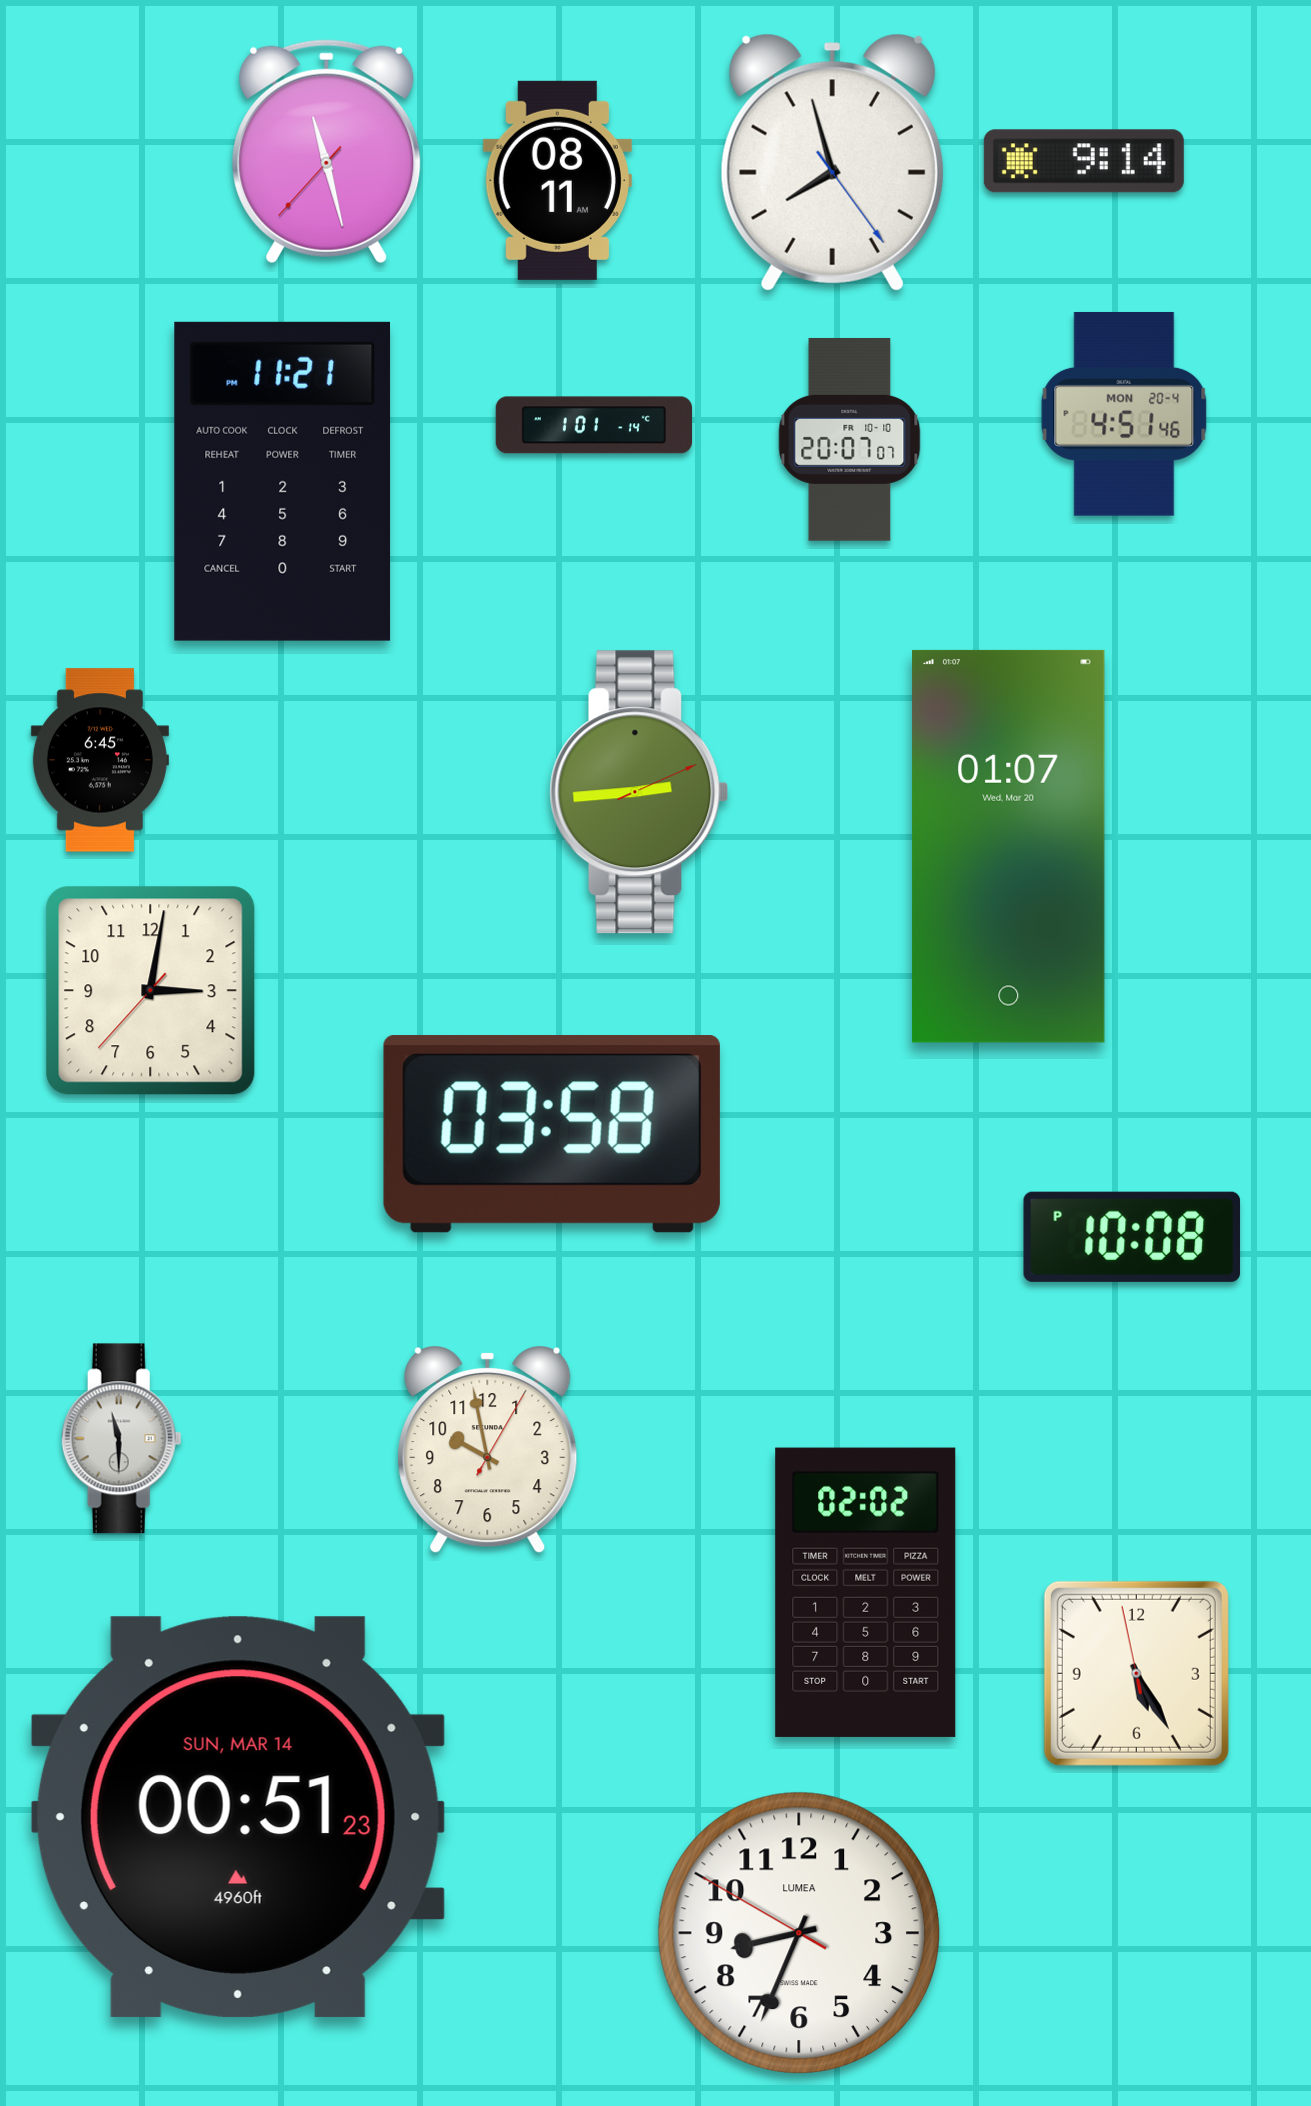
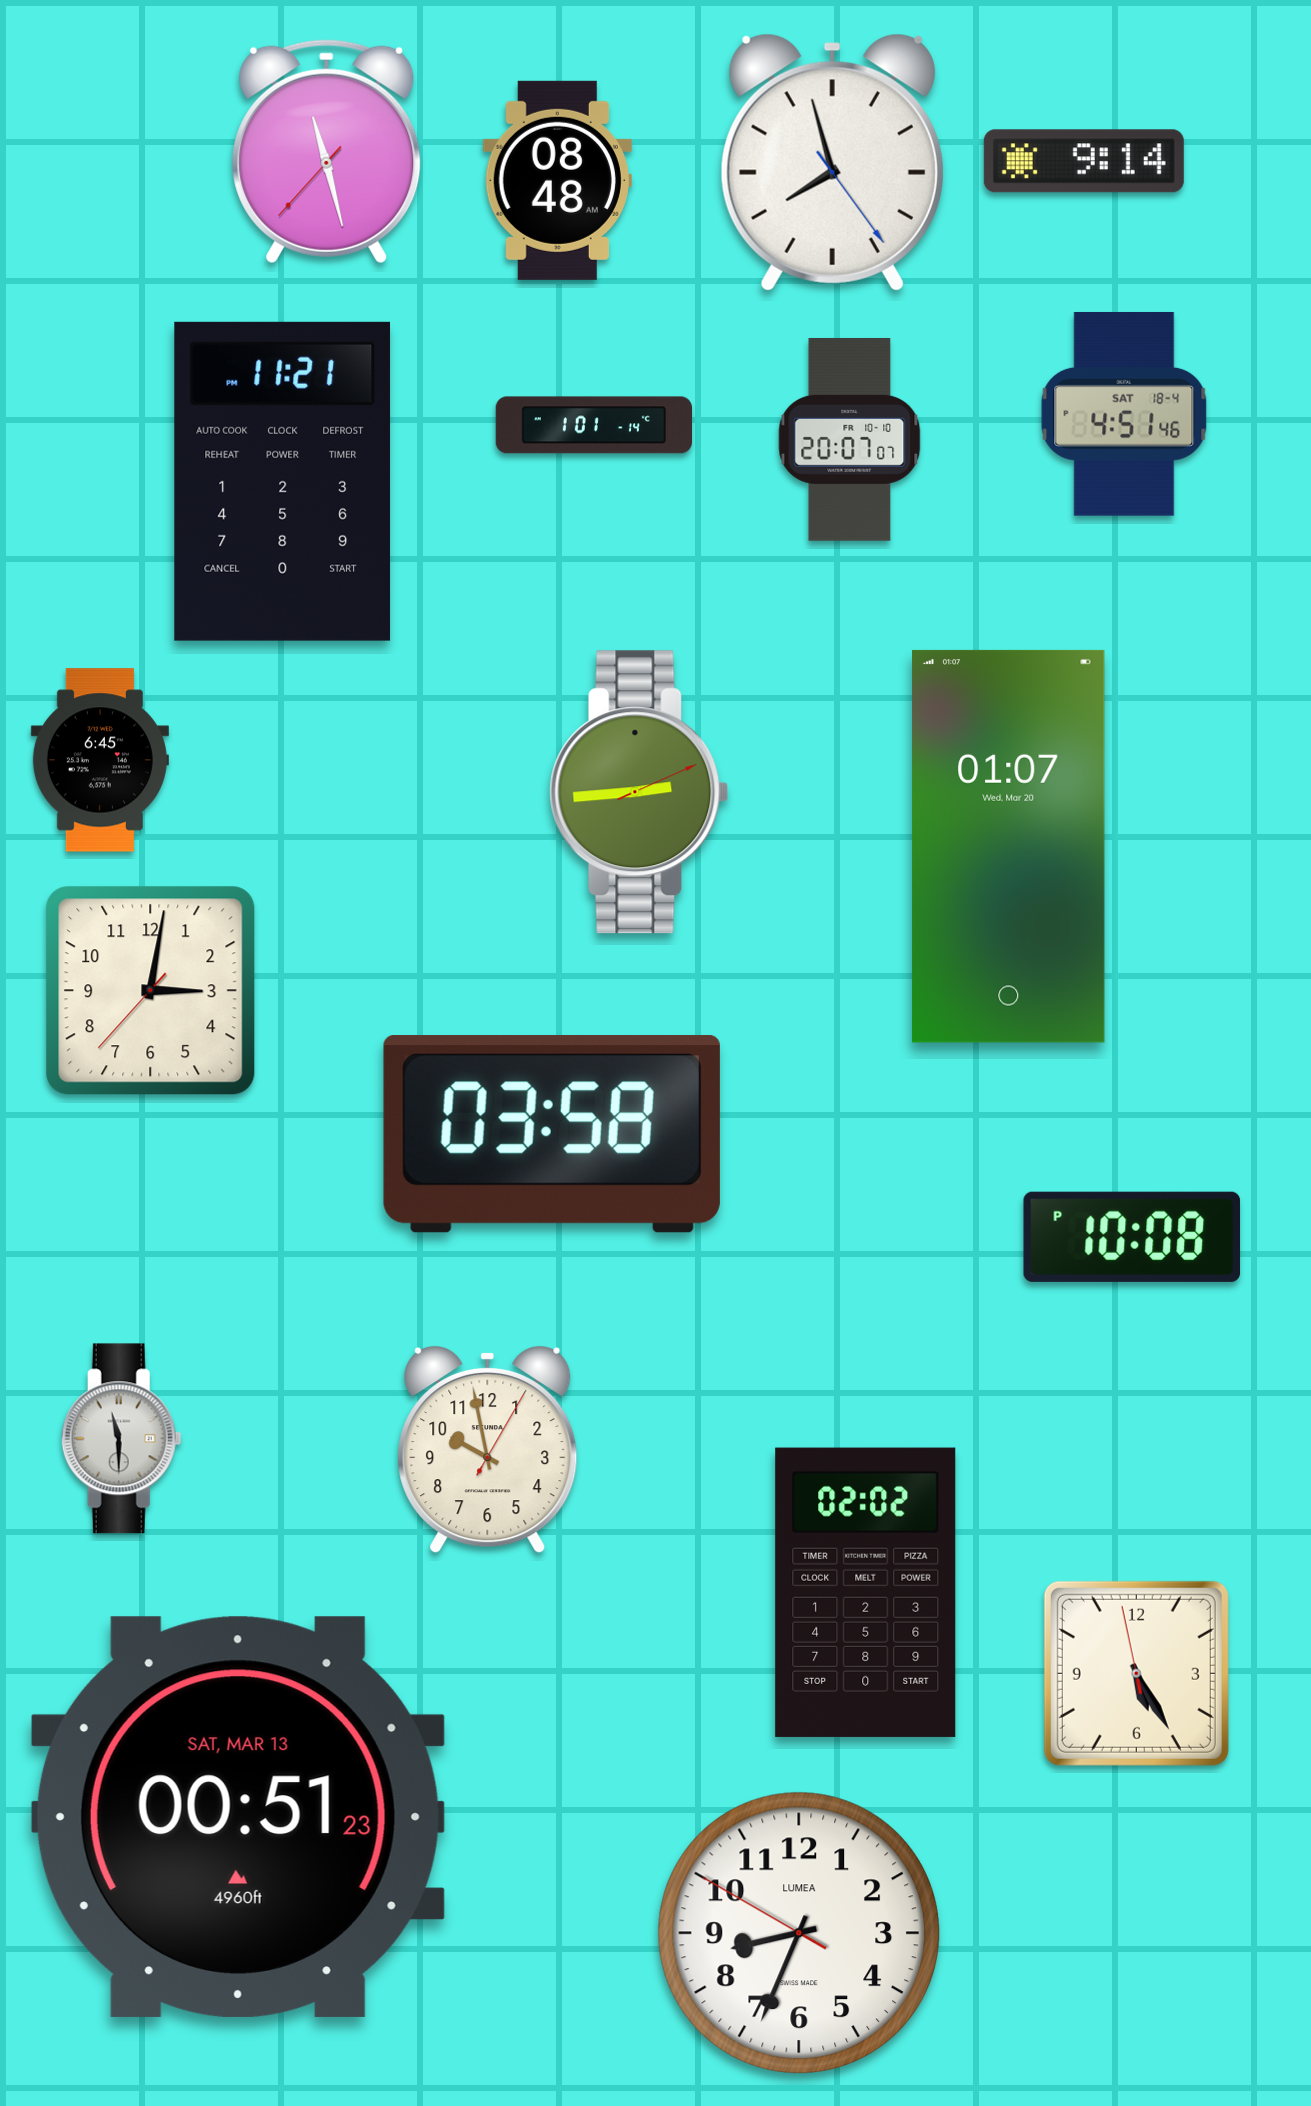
clock at (557, 180): 08:11 -> 08:48
clock at (1124, 414) date: MON 20-4 -> SAT 18-4
clock at (238, 1817) date: SUN, MAR 14 -> SAT, MAR 13
